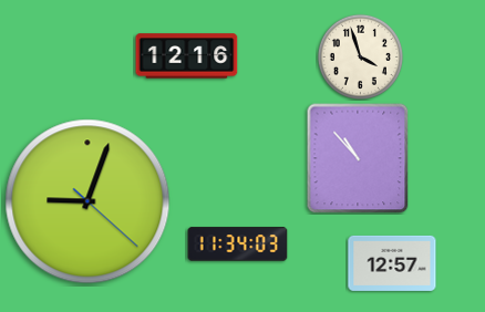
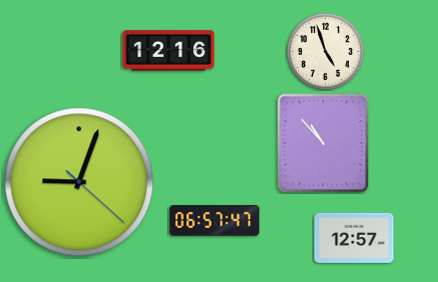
clock at (360, 56): 3:57 -> 4:57
clock at (238, 245): 11:34 -> 06:57
